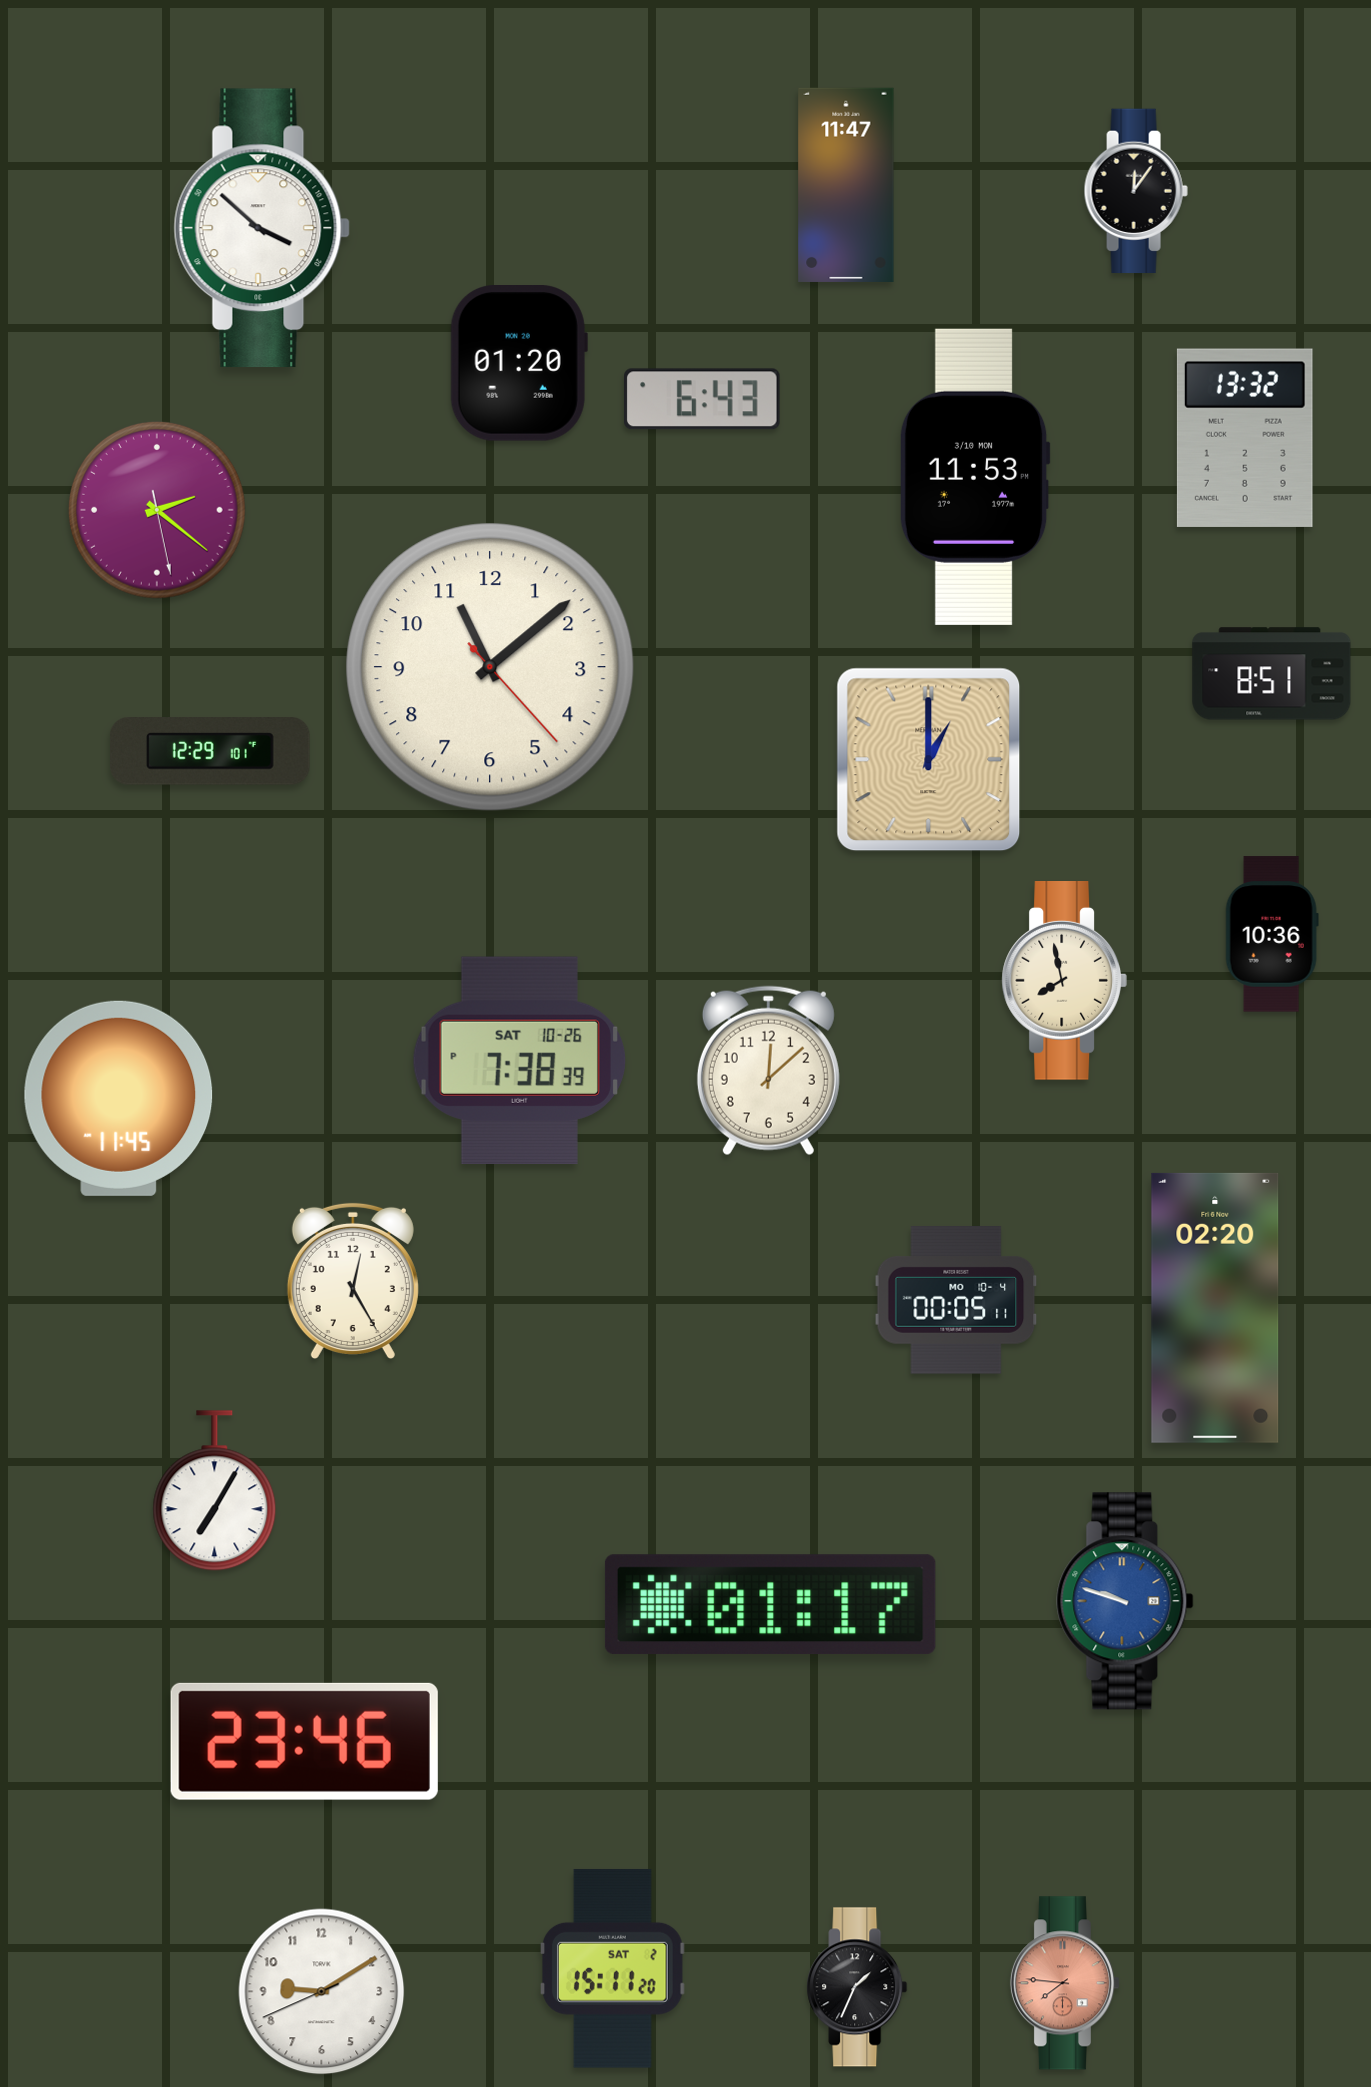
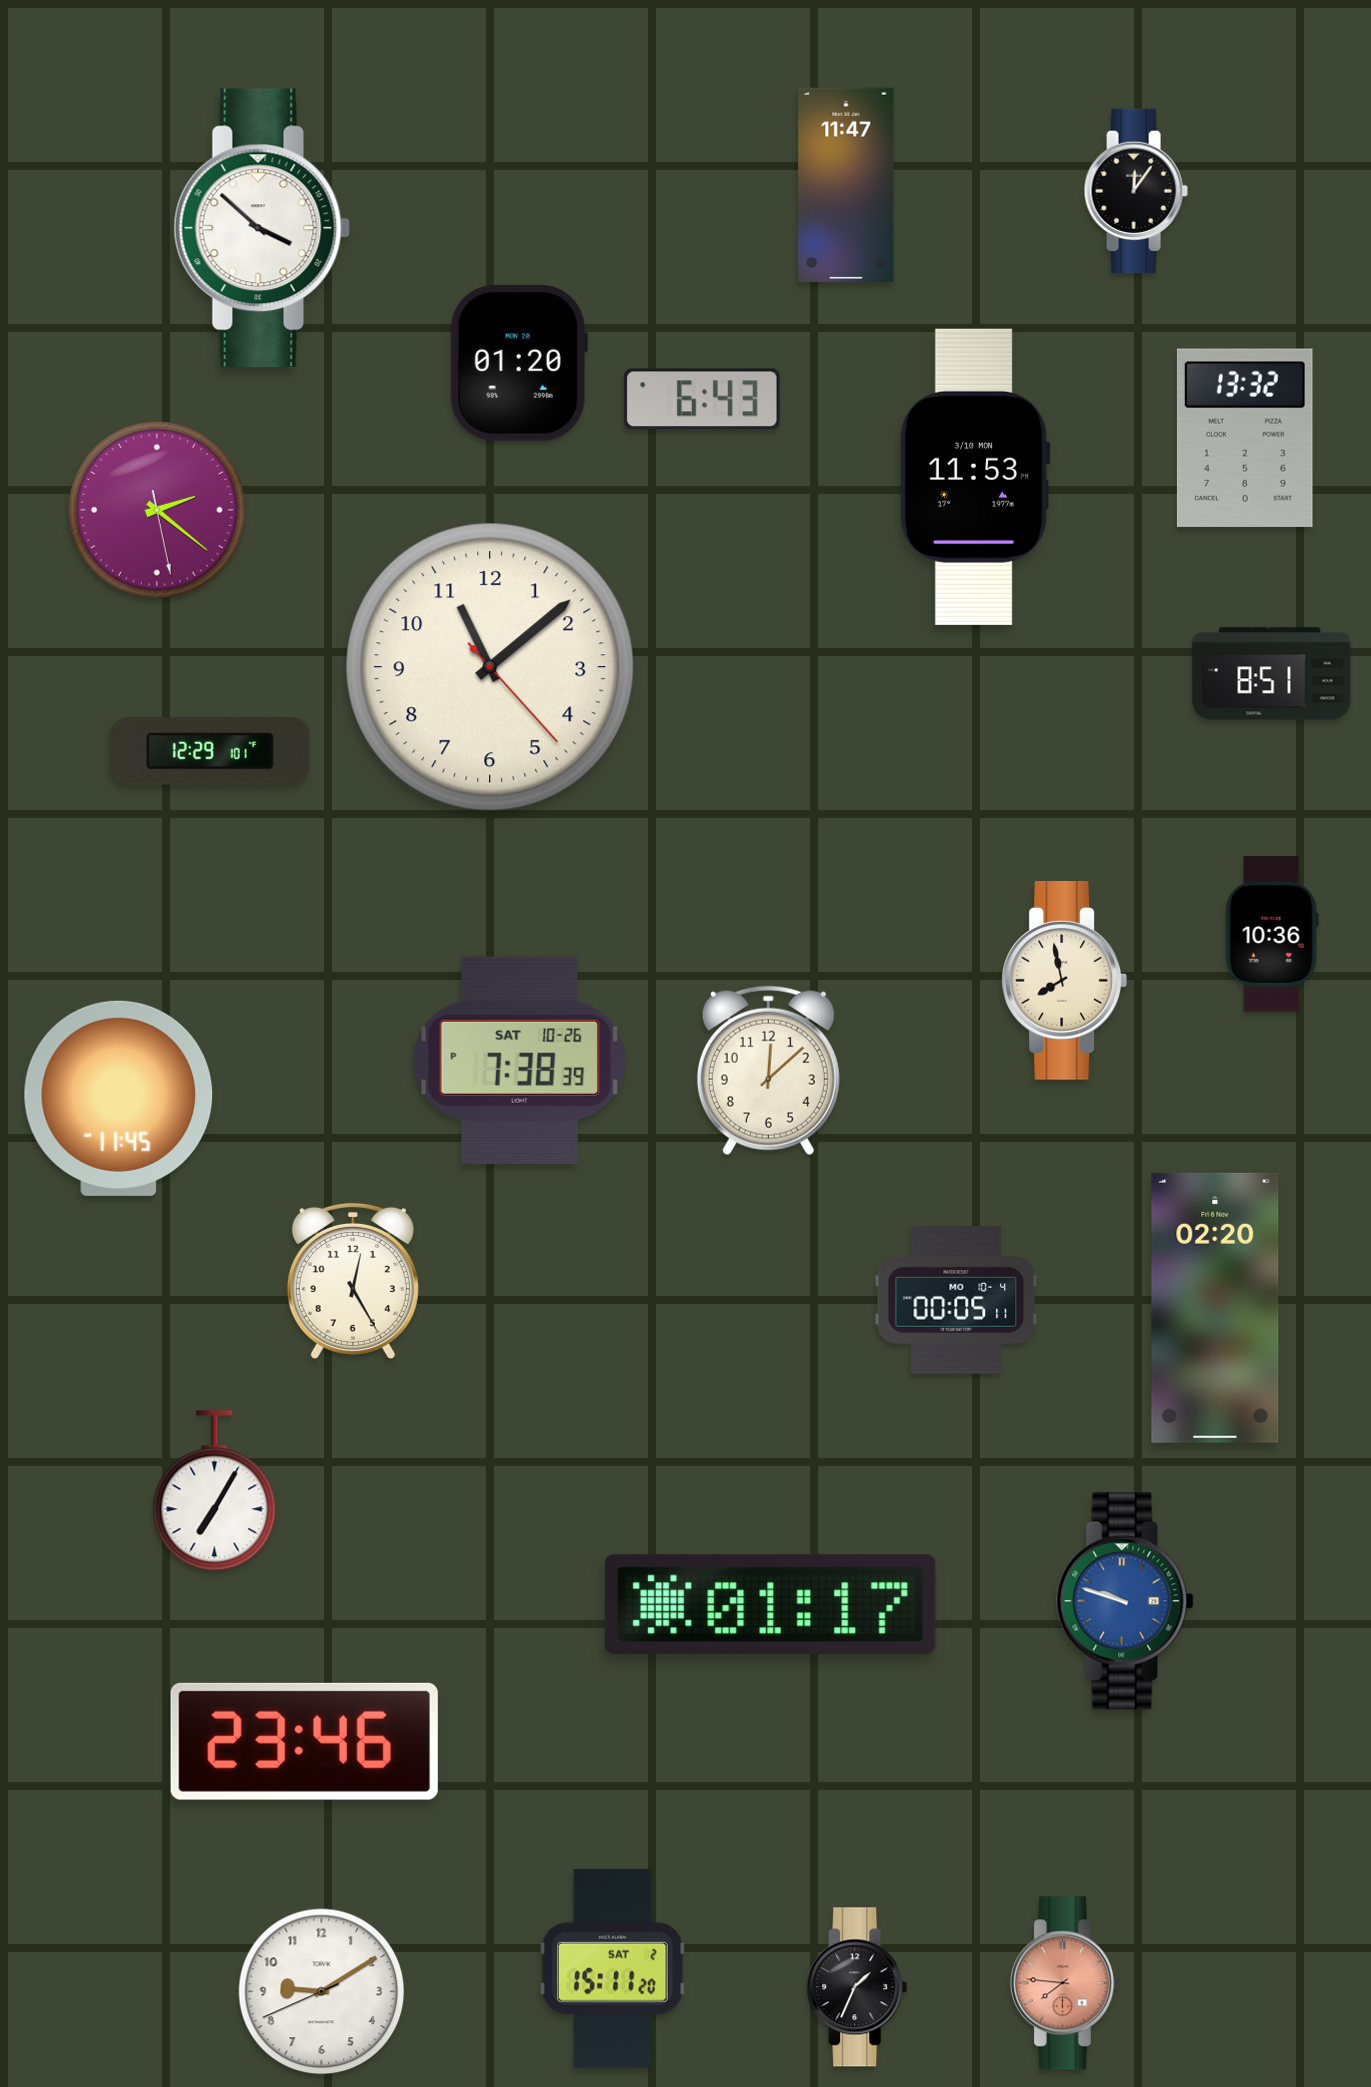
clock at (929, 760): 1:00 -> none
